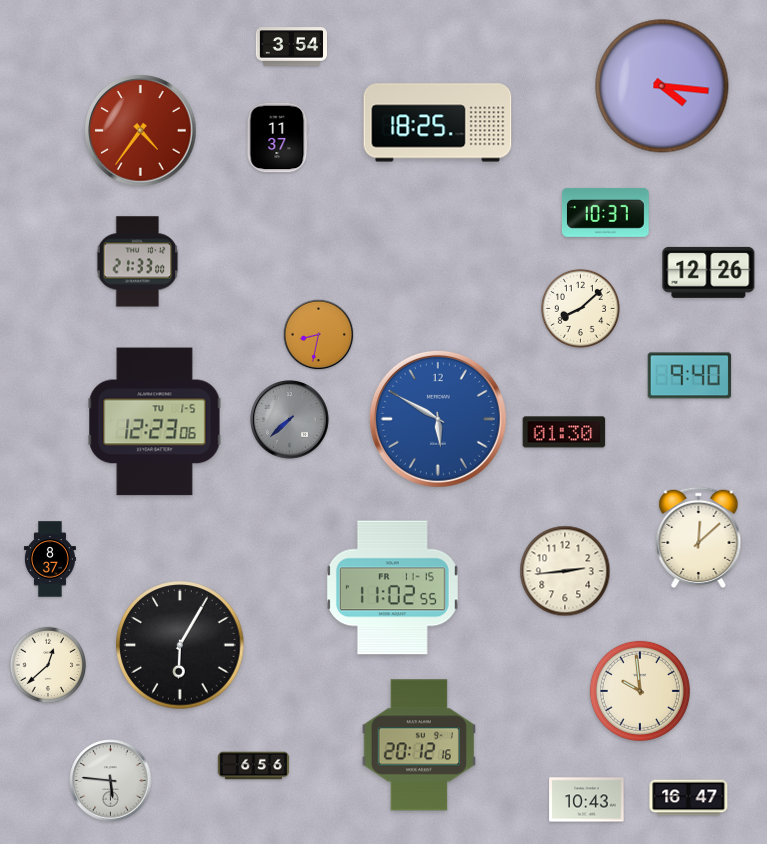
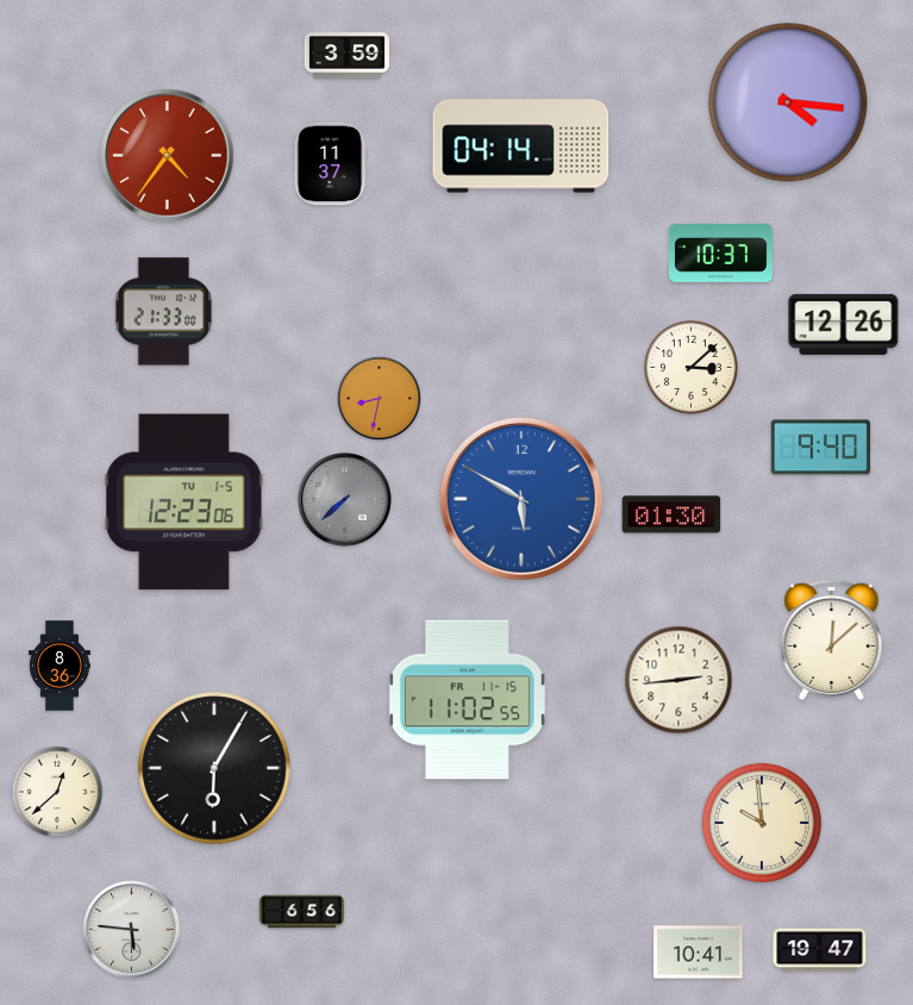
clock at (292, 47): 3:54 -> 3:59
clock at (438, 123): 18:25 -> 04:14
clock at (580, 308): 8:08 -> 3:08
clock at (50, 559): 8:37 -> 8:36
clock at (565, 571) position: (565, 571) -> (679, 680)
clock at (418, 745): 20:12 -> none
clock at (689, 798): 16:47 -> 19:47
clock at (587, 800): 10:43 -> 10:41
